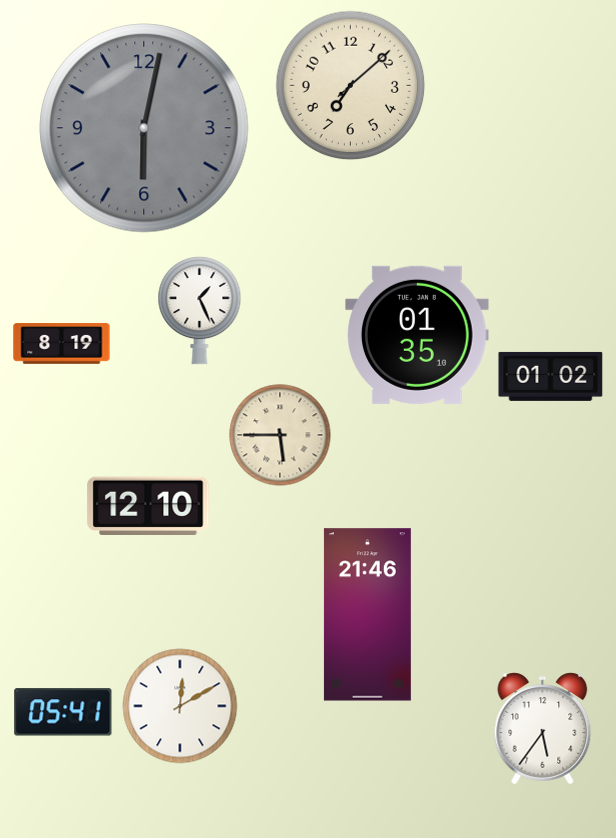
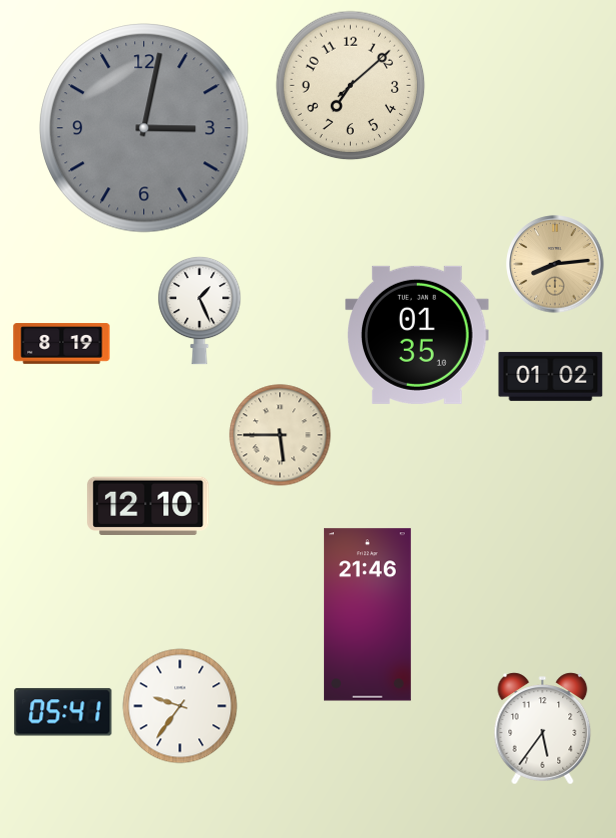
clock at (144, 128): 6:02 -> 3:02
clock at (555, 264): none -> 8:14
clock at (180, 706): 12:10 -> 9:36
